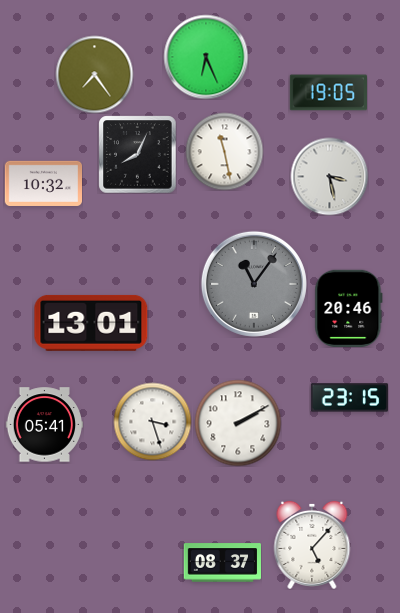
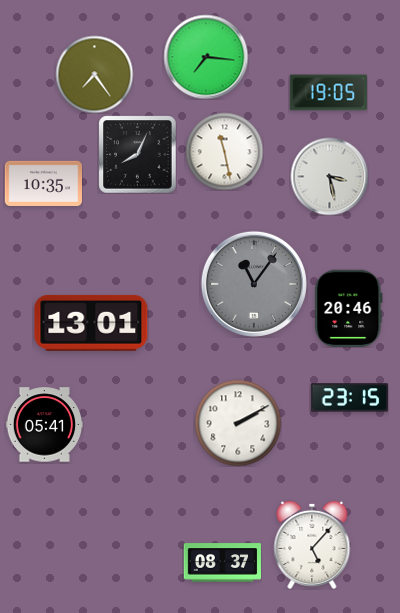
clock at (206, 57): 6:26 -> 7:16
clock at (43, 183): 10:32 -> 10:35
clock at (152, 421): 3:27 -> none
